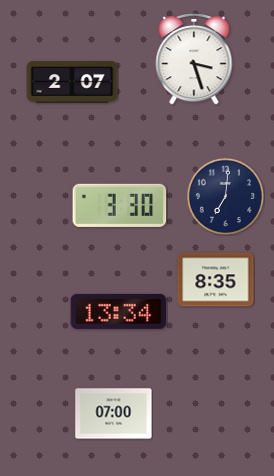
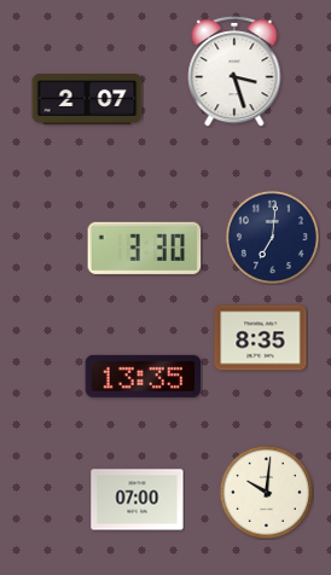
clock at (119, 311): 13:34 -> 13:35
clock at (266, 492): none -> 10:01
